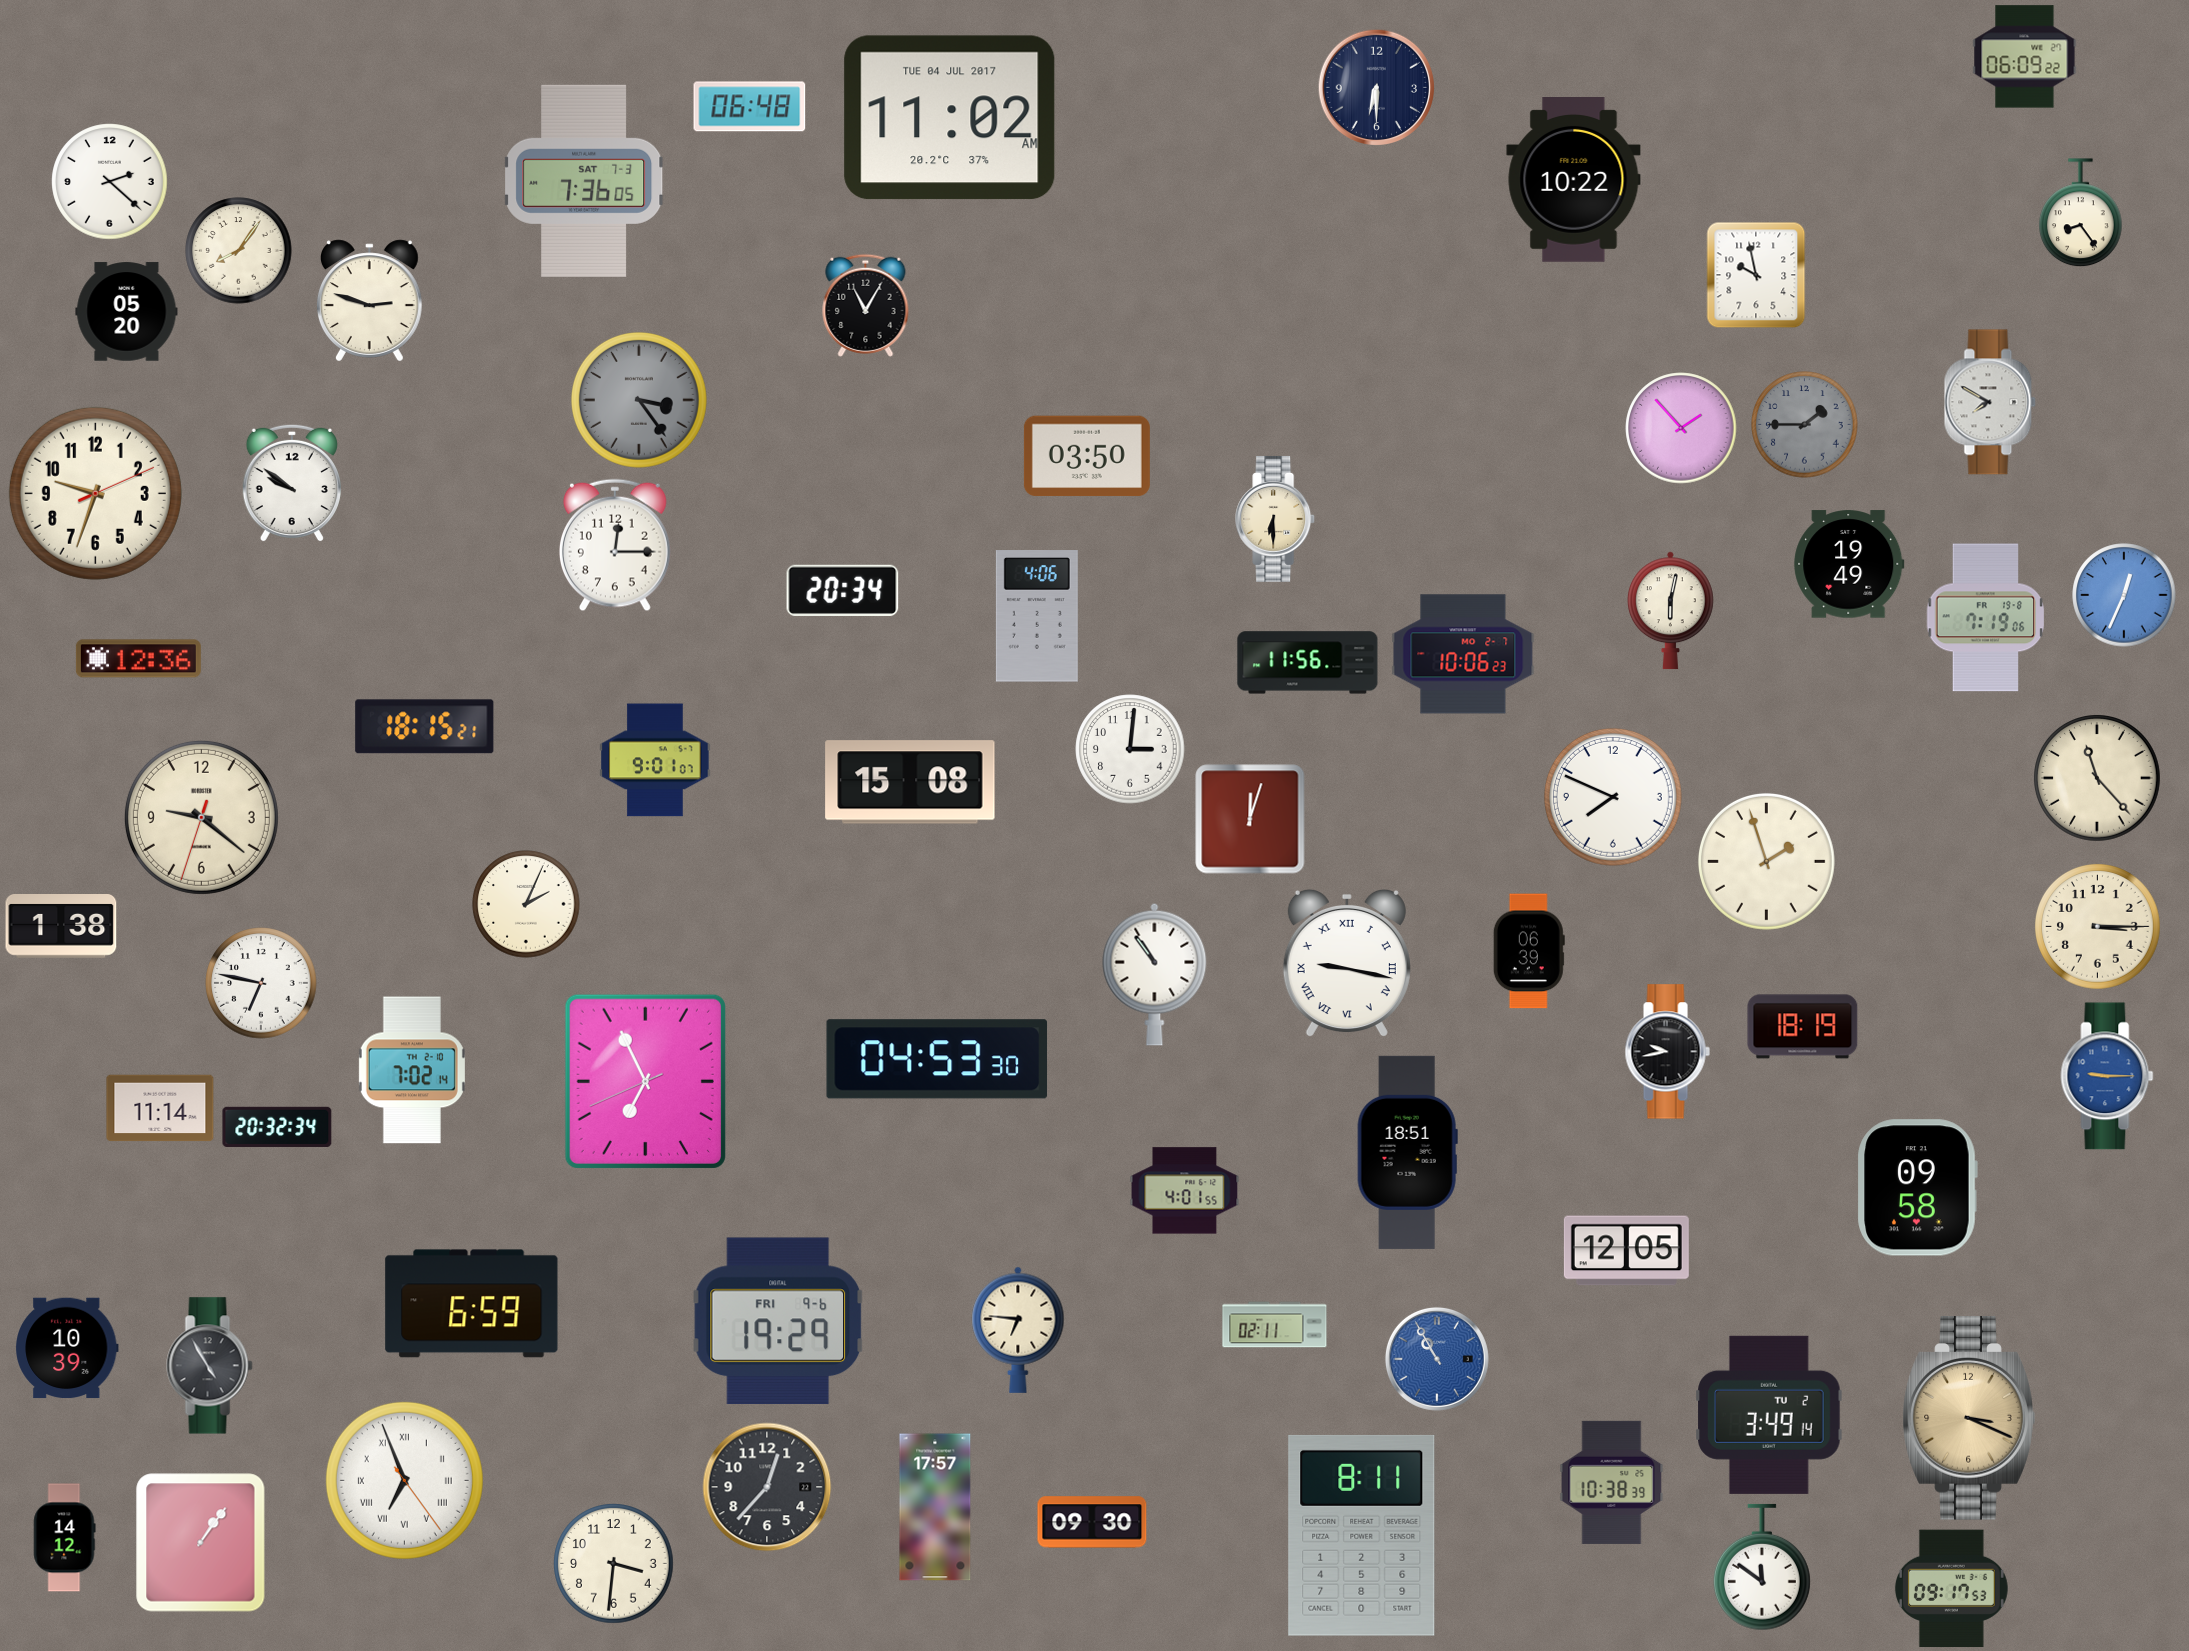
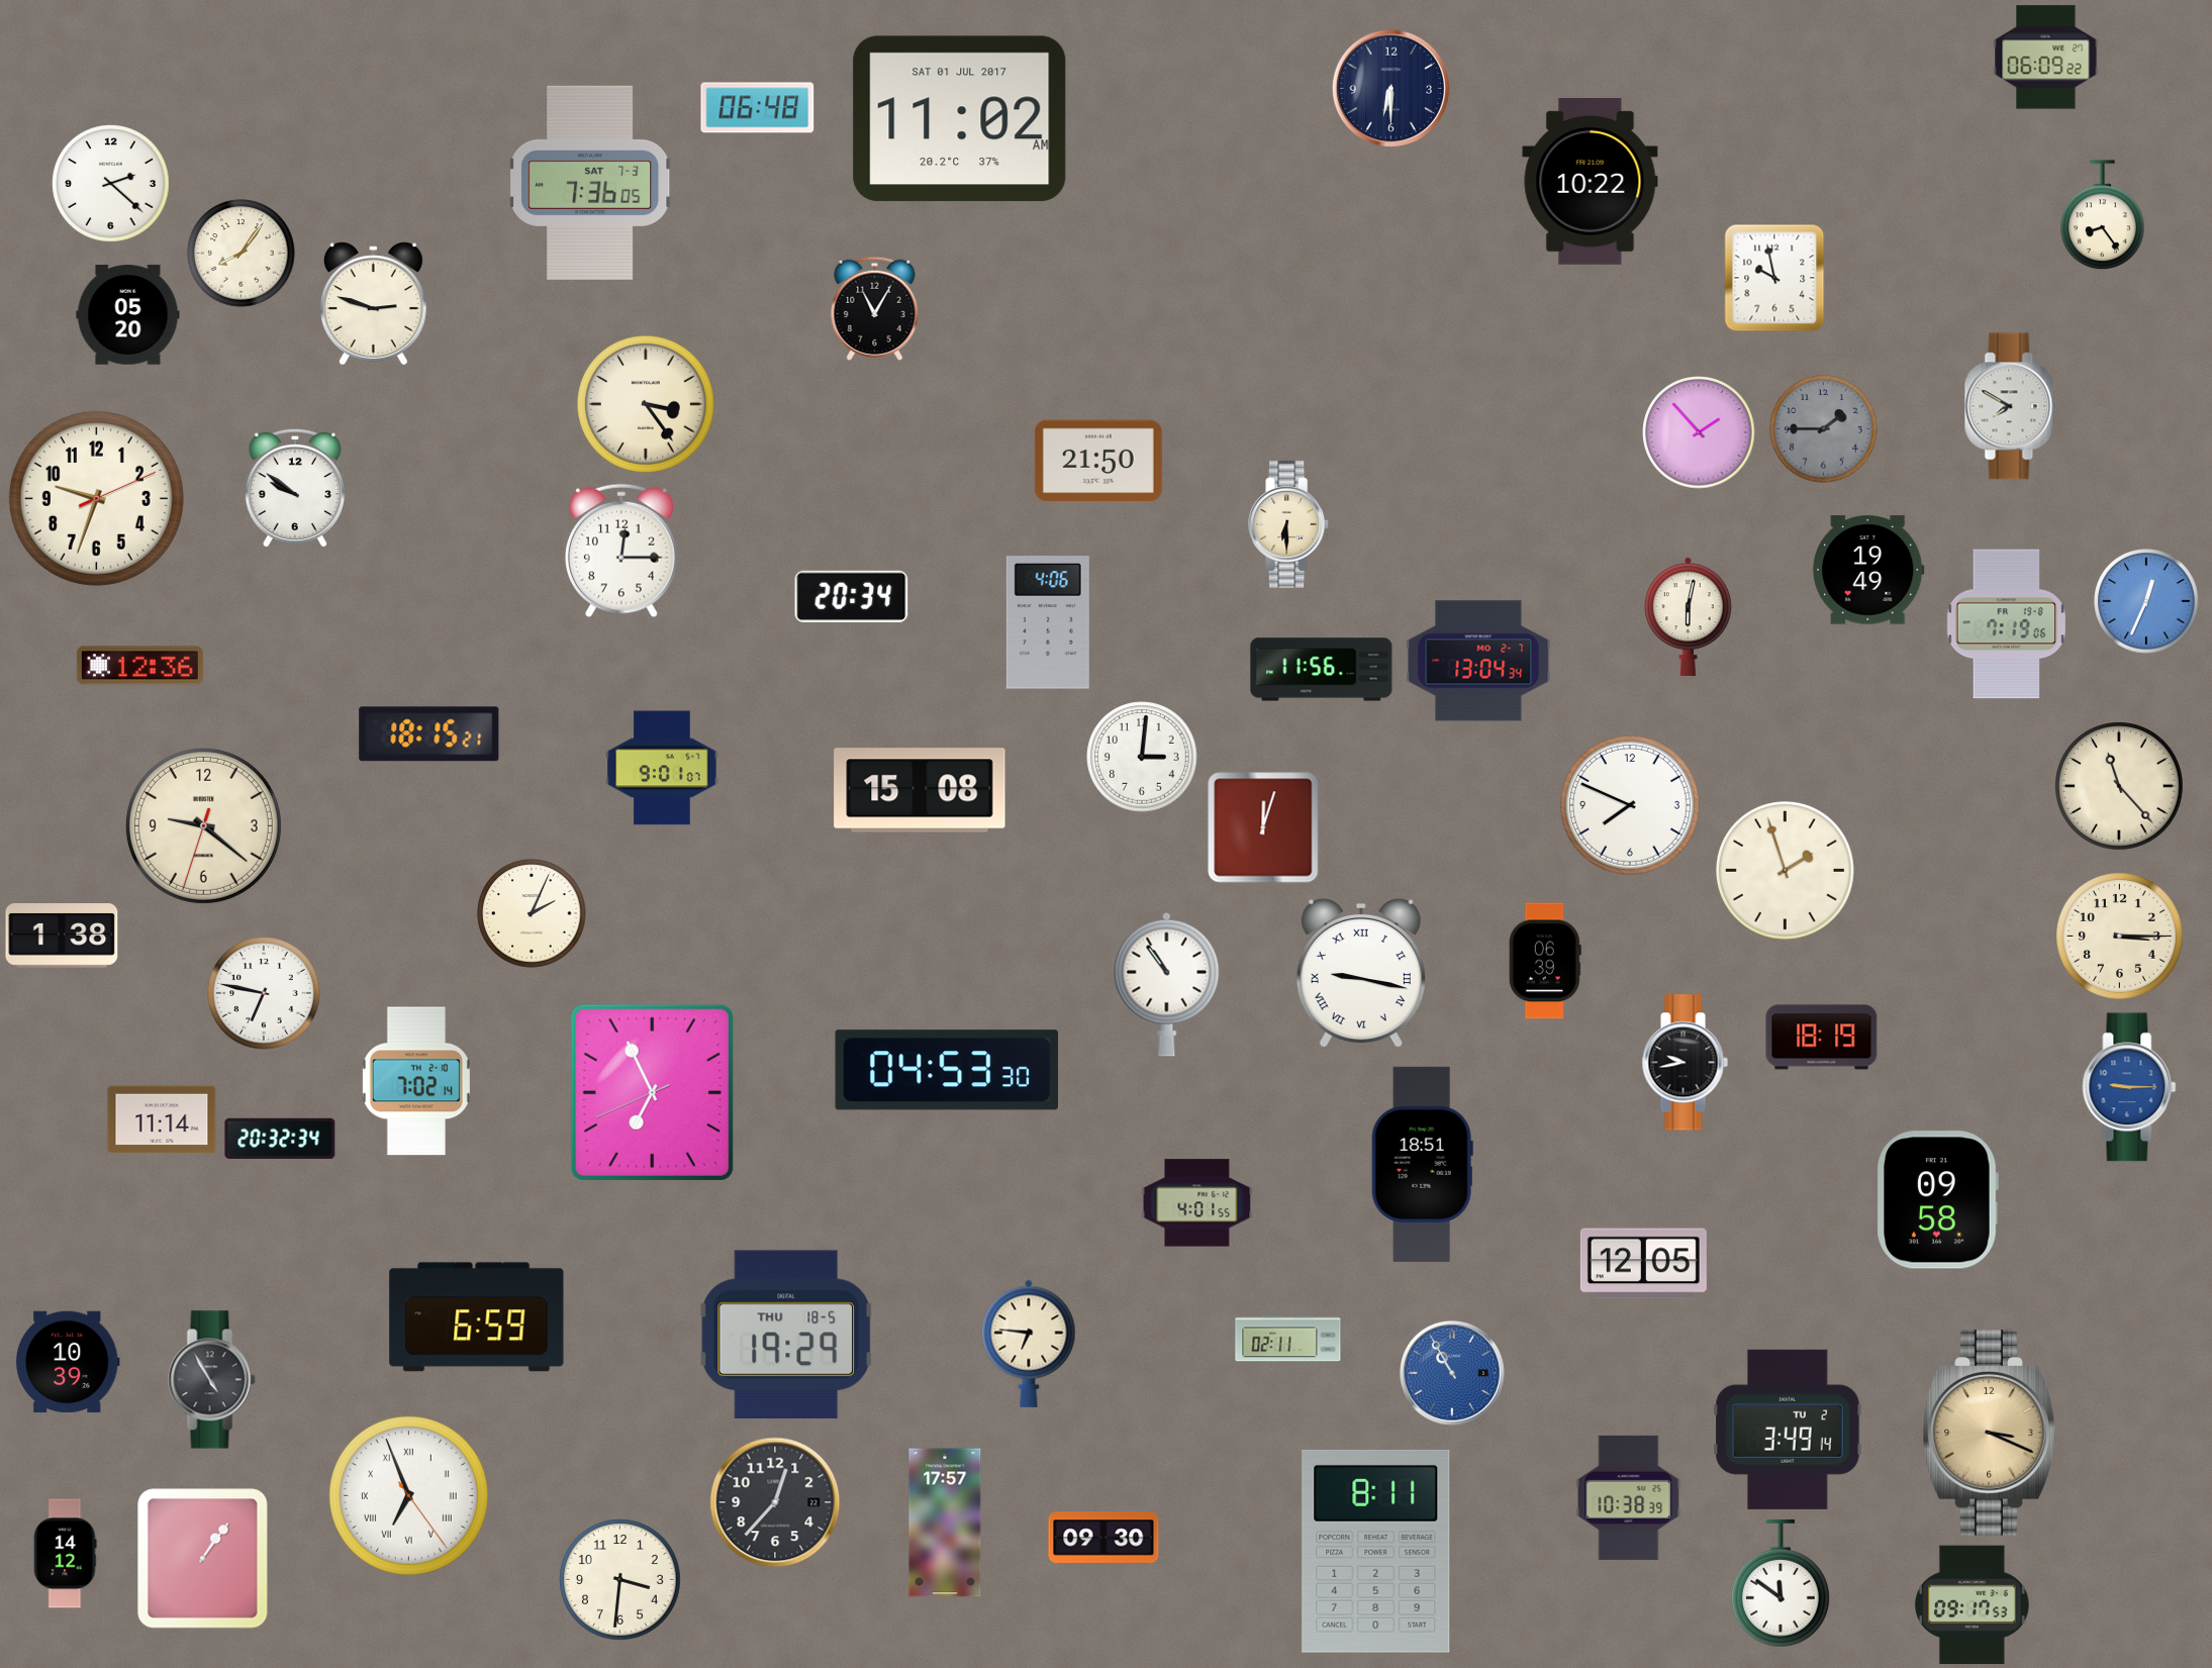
clock at (950, 118) date: TUE 04 JUL 2017 -> SAT 01 JUL 2017
clock at (639, 400) dial: grey -> cream
clock at (1087, 456): 03:50 -> 21:50
clock at (1463, 654): 10:06 -> 13:04
clock at (777, 1320) date: FRI 9-6 -> THU 18-5
